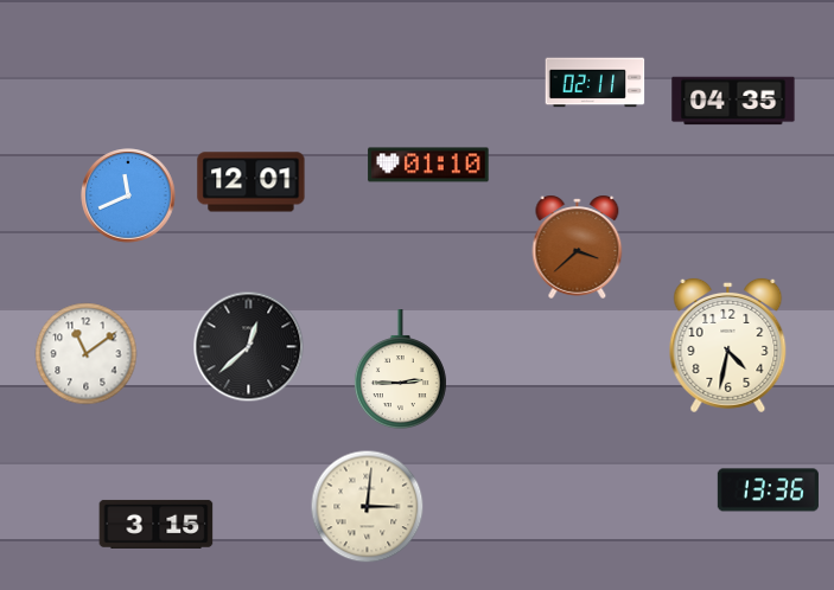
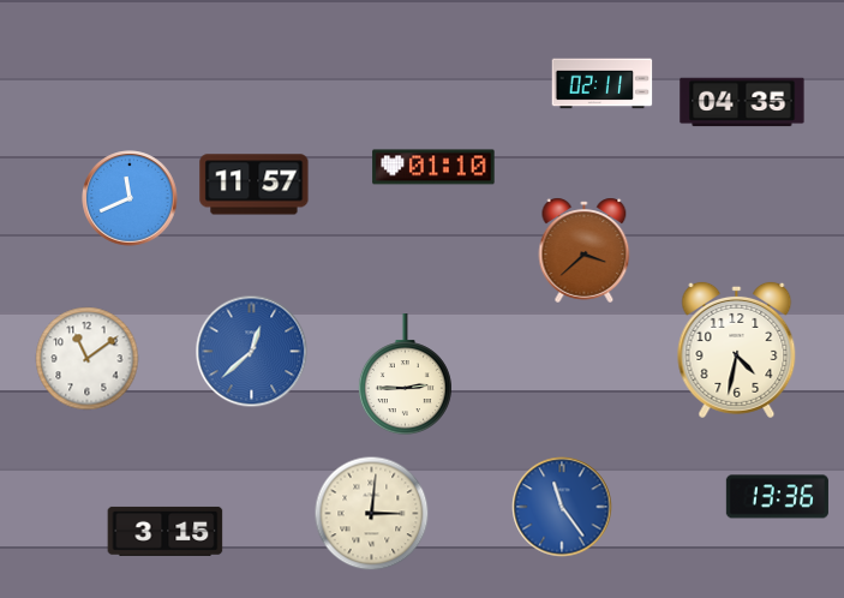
clock at (252, 182): 12:01 -> 11:57
clock at (249, 347) dial: black -> blue
clock at (562, 507): none -> 11:24
clock at (157, 524) position: (157, 524) -> (166, 531)
